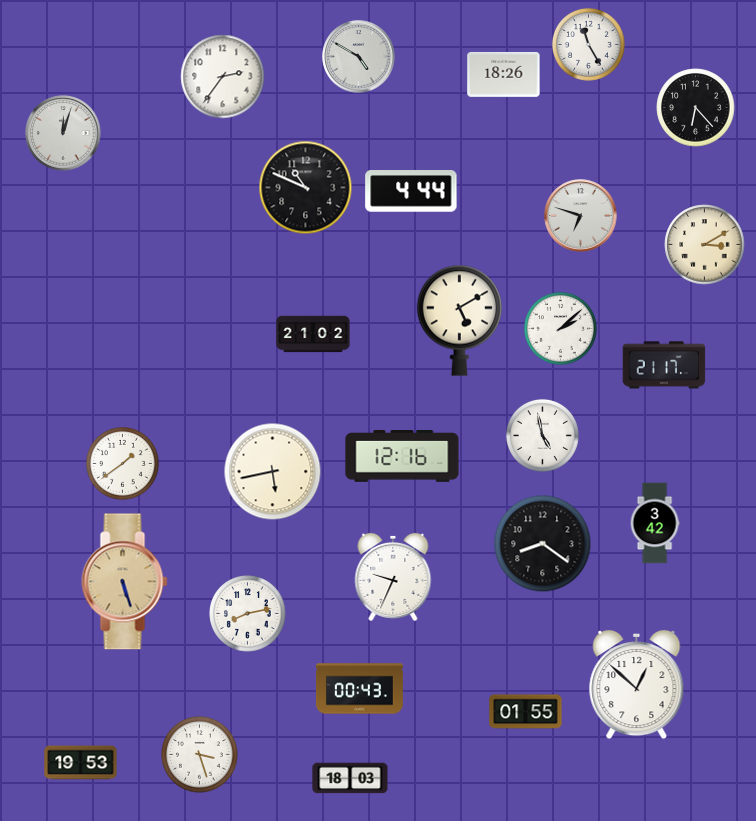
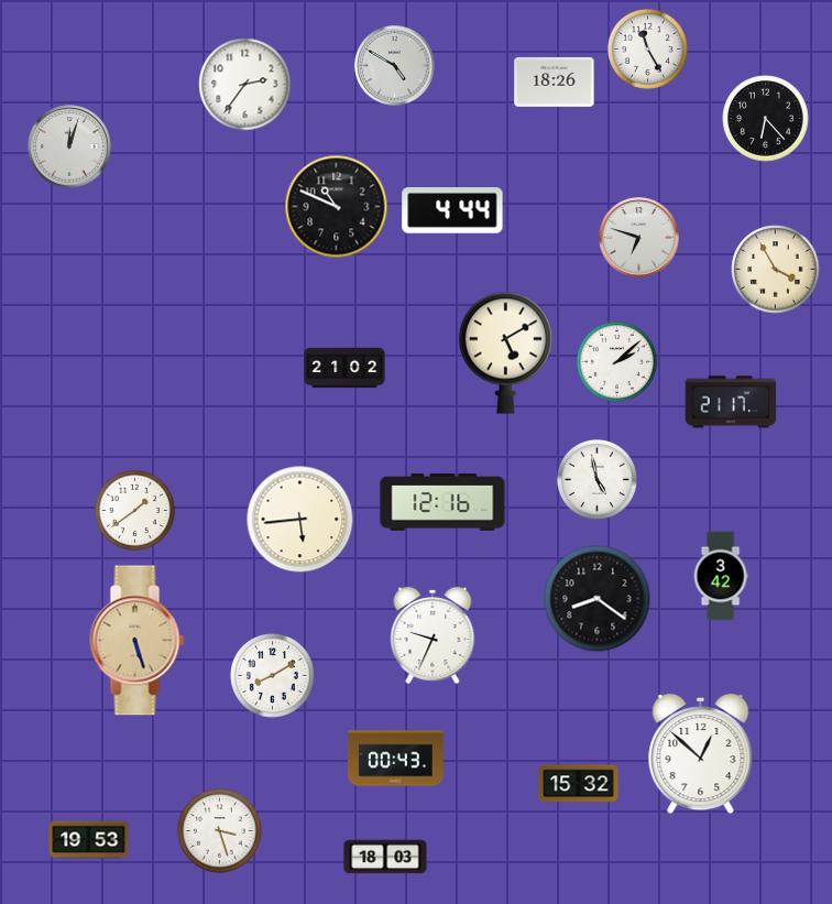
clock at (359, 57) position: (359, 57) -> (395, 66)
clock at (705, 245): 3:10 -> 3:55
clock at (273, 472): 5:43 -> 5:44
clock at (248, 614): 8:13 -> 8:10
clock at (526, 712): 01:55 -> 15:32
